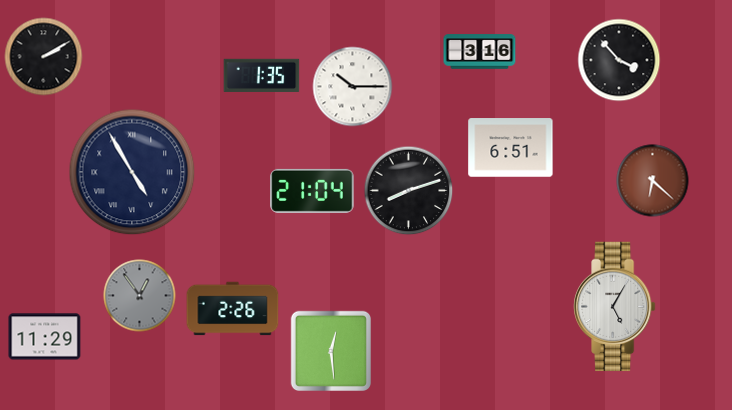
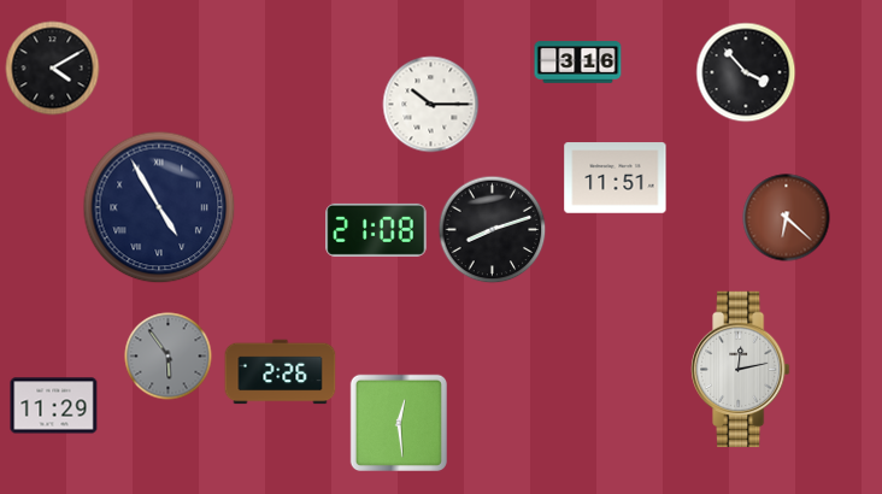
clock at (44, 57): 2:10 -> 4:10
clock at (262, 75): 1:35 -> none
clock at (353, 87) position: (353, 87) -> (431, 105)
clock at (511, 148): 6:51 -> 11:51
clock at (312, 191): 21:04 -> 21:08
clock at (140, 296): 12:54 -> 5:54
clock at (615, 307): 5:05 -> 12:13
